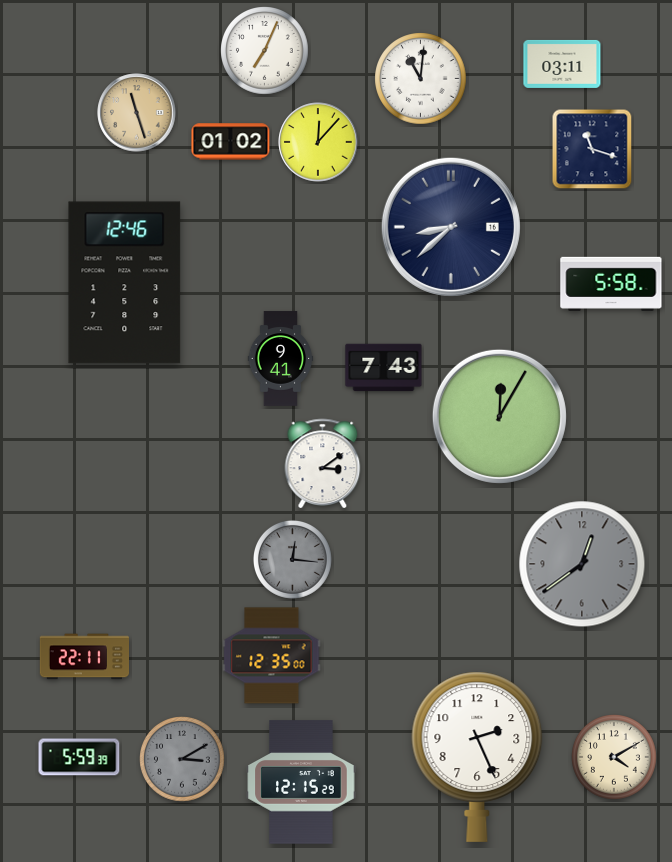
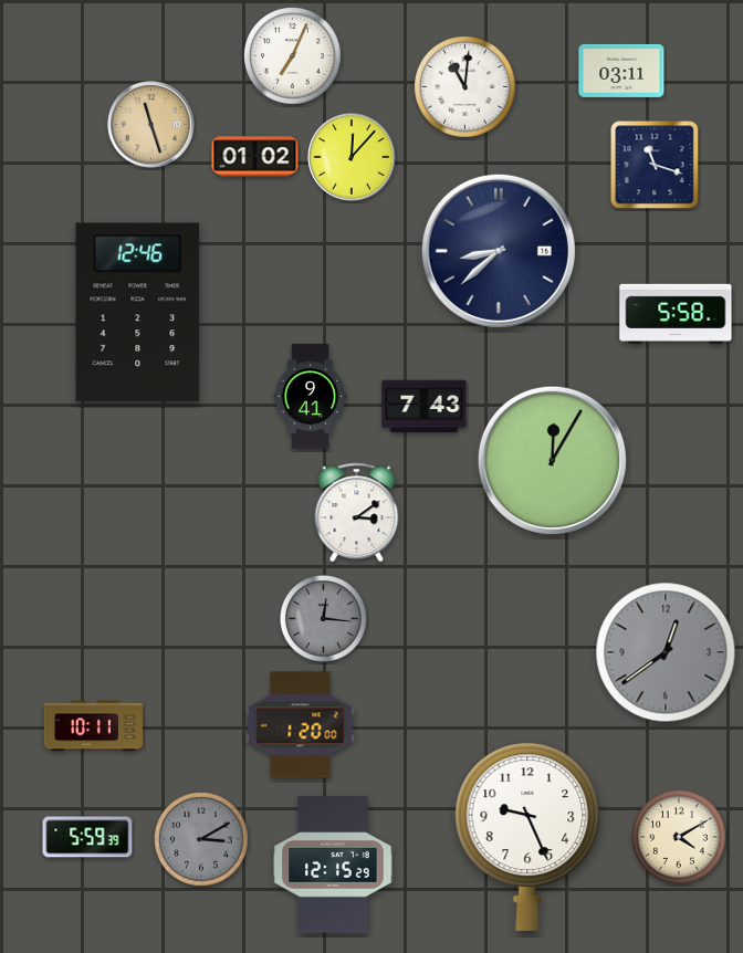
clock at (582, 564) position: (582, 564) -> (666, 652)
clock at (272, 656): 12:35 -> 1:20
clock at (84, 657): 22:11 -> 10:11
clock at (477, 757): 2:26 -> 9:26
